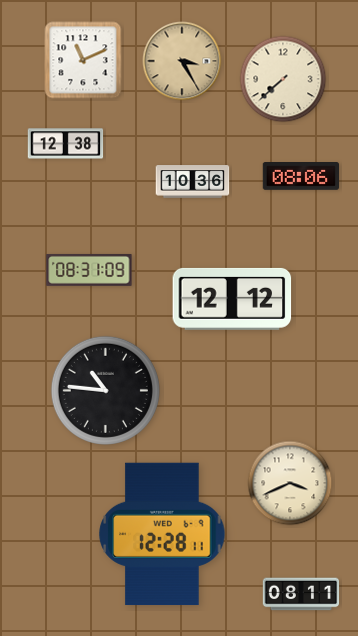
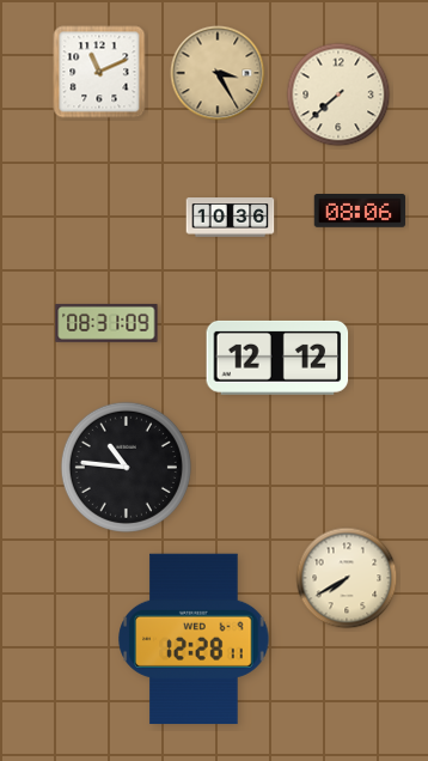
clock at (66, 144): 12:38 -> none
clock at (290, 483): 3:41 -> 7:40
clock at (301, 594): 08:11 -> none
